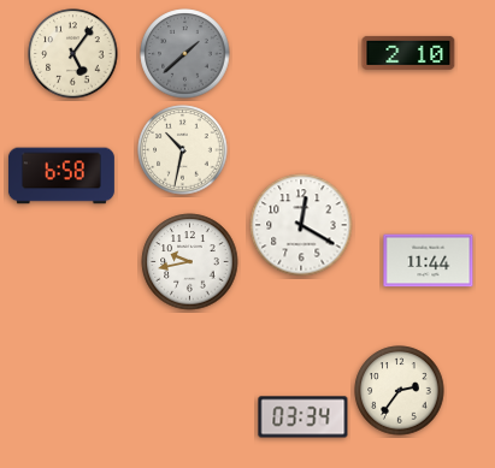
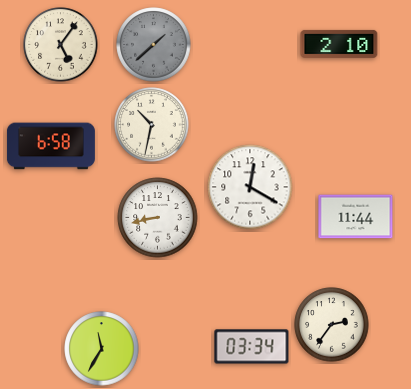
clock at (190, 262): 9:43 -> 8:43
clock at (102, 349): none -> 11:35
